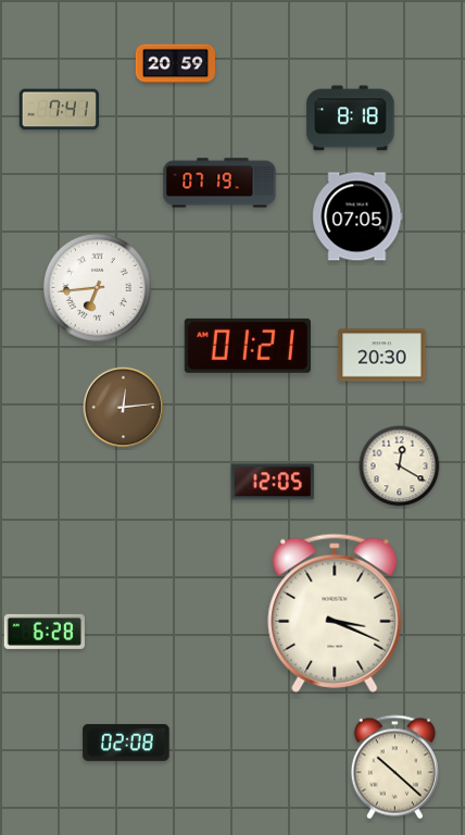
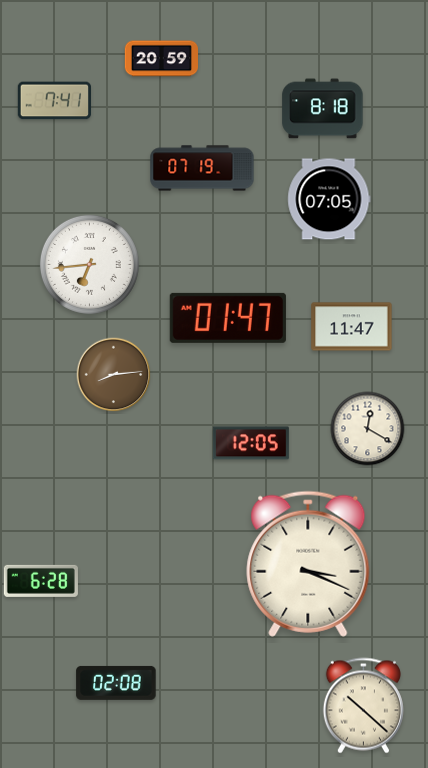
clock at (248, 346): 01:21 -> 01:47
clock at (382, 356): 20:30 -> 11:47
clock at (124, 408): 12:14 -> 8:14
